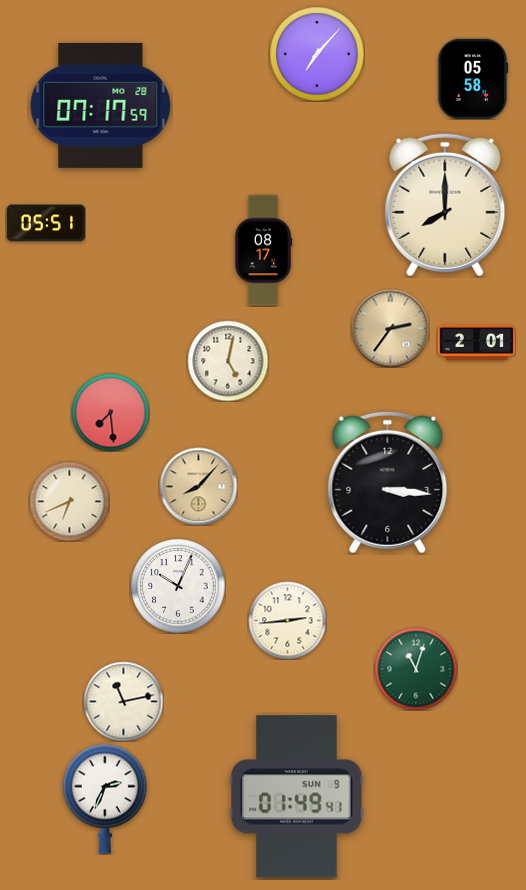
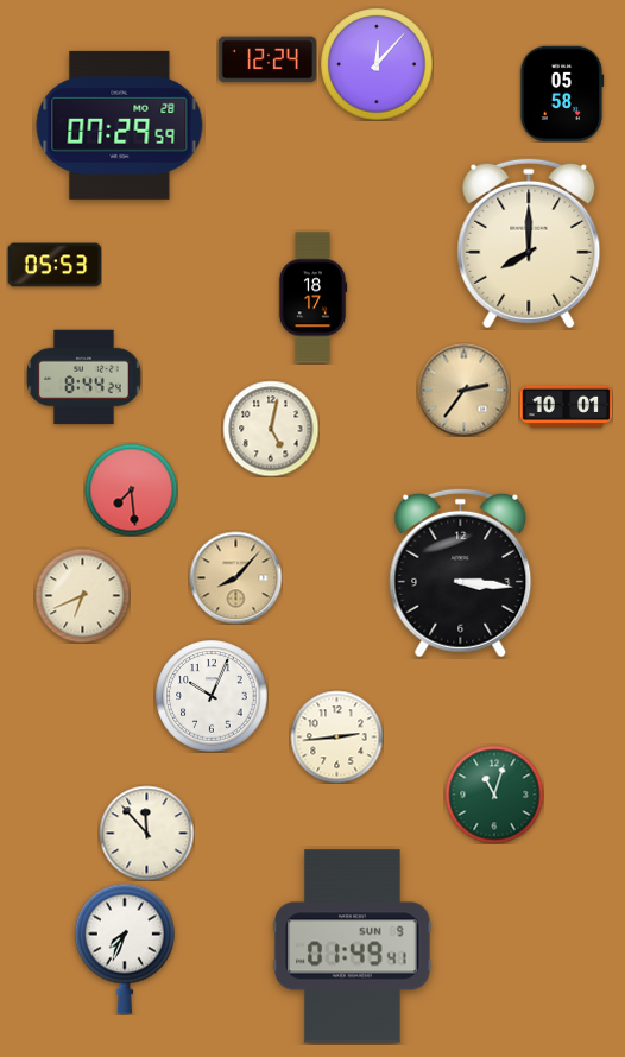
clock at (267, 59): none -> 12:24
clock at (317, 54): 7:07 -> 12:07
clock at (101, 105): 07:17 -> 07:29
clock at (46, 223): 05:51 -> 05:53
clock at (263, 251): 08:17 -> 18:17
clock at (84, 378): none -> 8:44
clock at (476, 342): 2:01 -> 10:01
clock at (287, 620) position: (287, 620) -> (336, 736)
clock at (123, 701): 11:13 -> 11:53
clock at (105, 799): 2:34 -> 7:34
